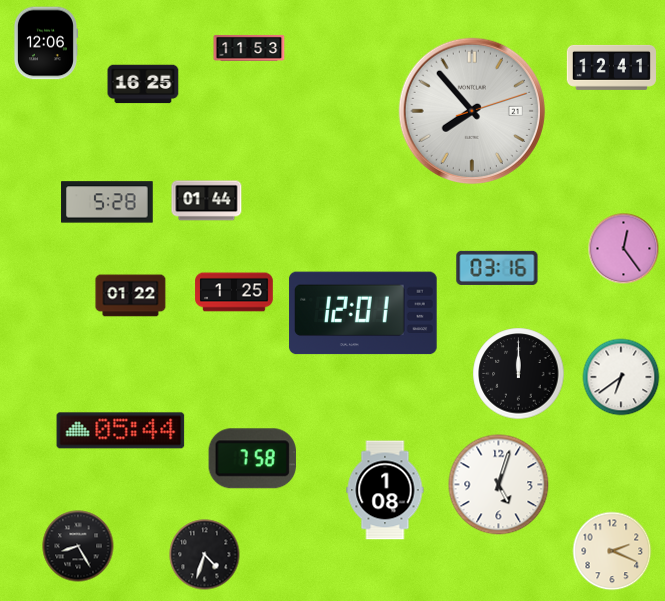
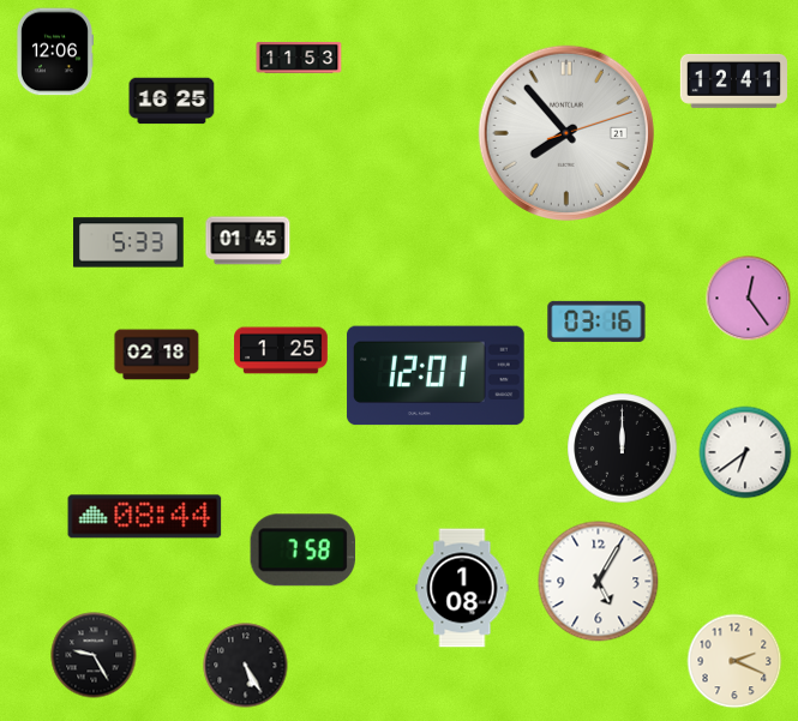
clock at (207, 201): 01:44 -> 01:45
clock at (107, 202): 5:28 -> 5:33
clock at (131, 296): 01:22 -> 02:18
clock at (121, 431): 05:44 -> 08:44
clock at (499, 485): 5:03 -> 5:05
clock at (78, 546): 8:25 -> 9:25
clock at (205, 555): 4:33 -> 5:25
